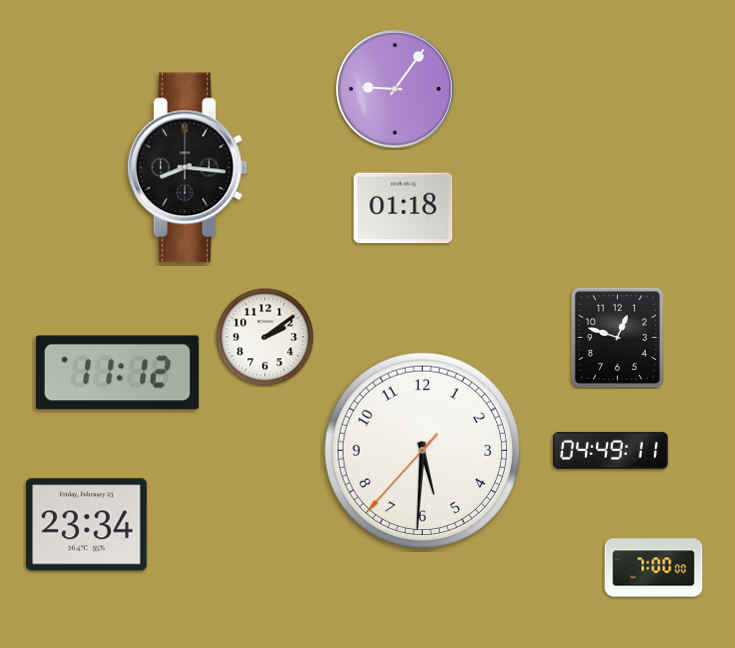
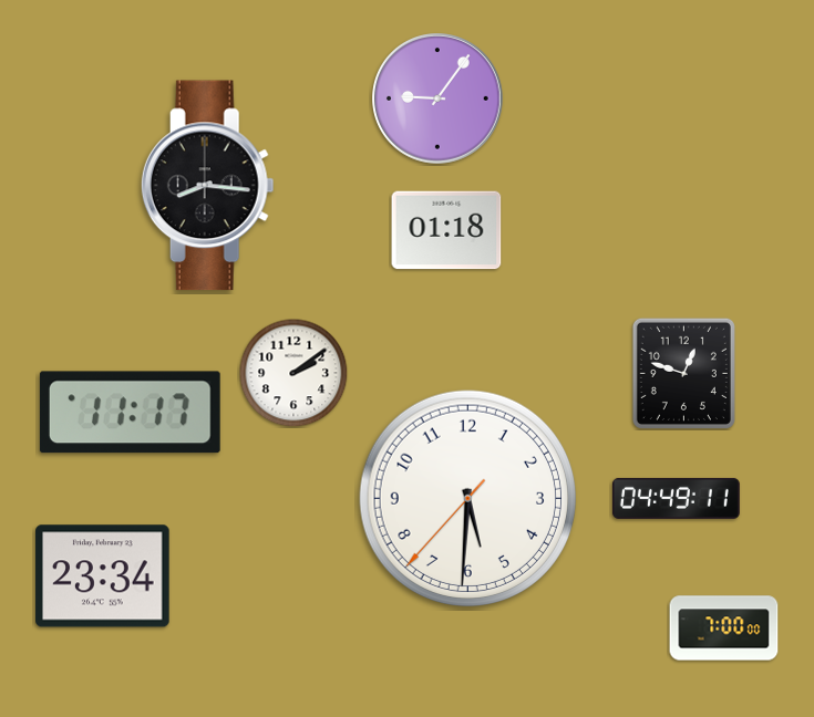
clock at (117, 373): 11:12 -> 11:17
clock at (87, 525) position: (87, 525) -> (103, 576)
